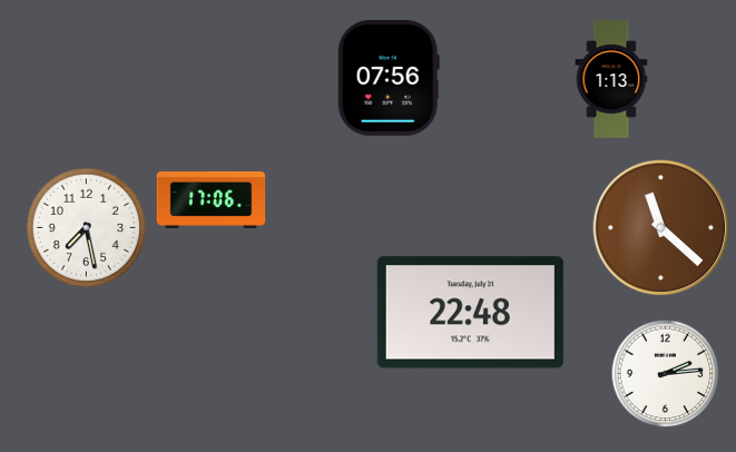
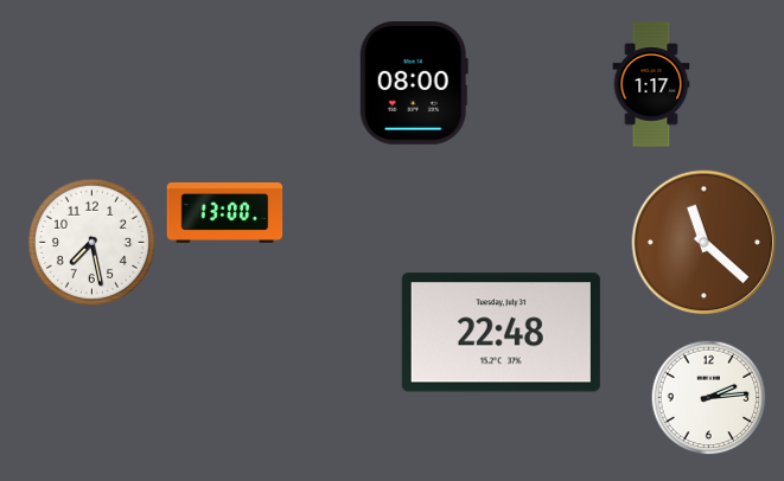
clock at (389, 79): 07:56 -> 08:00
clock at (611, 79): 1:13 -> 1:17
clock at (212, 199): 17:06 -> 13:00
